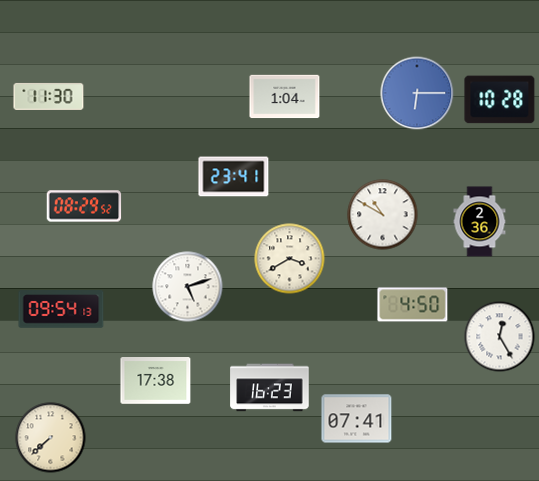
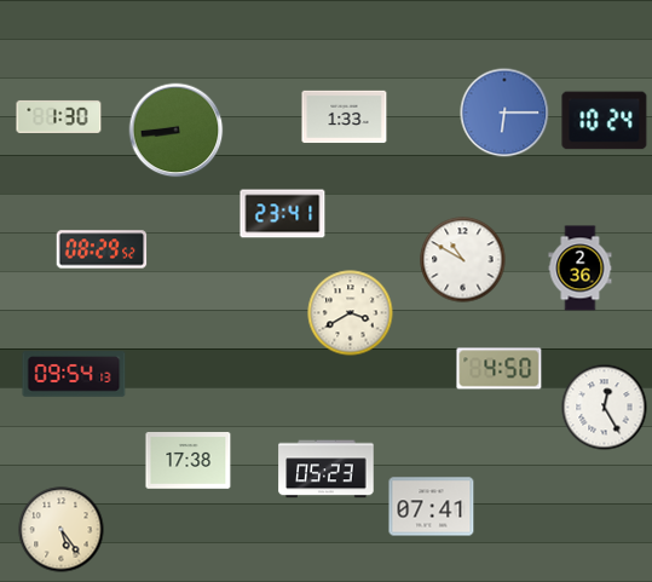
clock at (49, 96): 11:30 -> 1:30
clock at (285, 97): 1:04 -> 1:33
clock at (500, 100): 10:28 -> 10:24
clock at (177, 131): none -> 8:44
clock at (188, 287): 5:12 -> none
clock at (270, 388): 16:23 -> 05:23
clock at (51, 438): 7:38 -> 5:24
